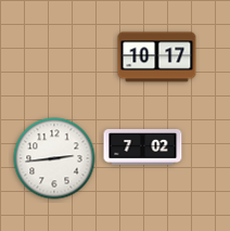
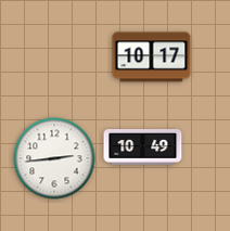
clock at (157, 57) position: (157, 57) -> (152, 57)
clock at (143, 147): 7:02 -> 10:49
